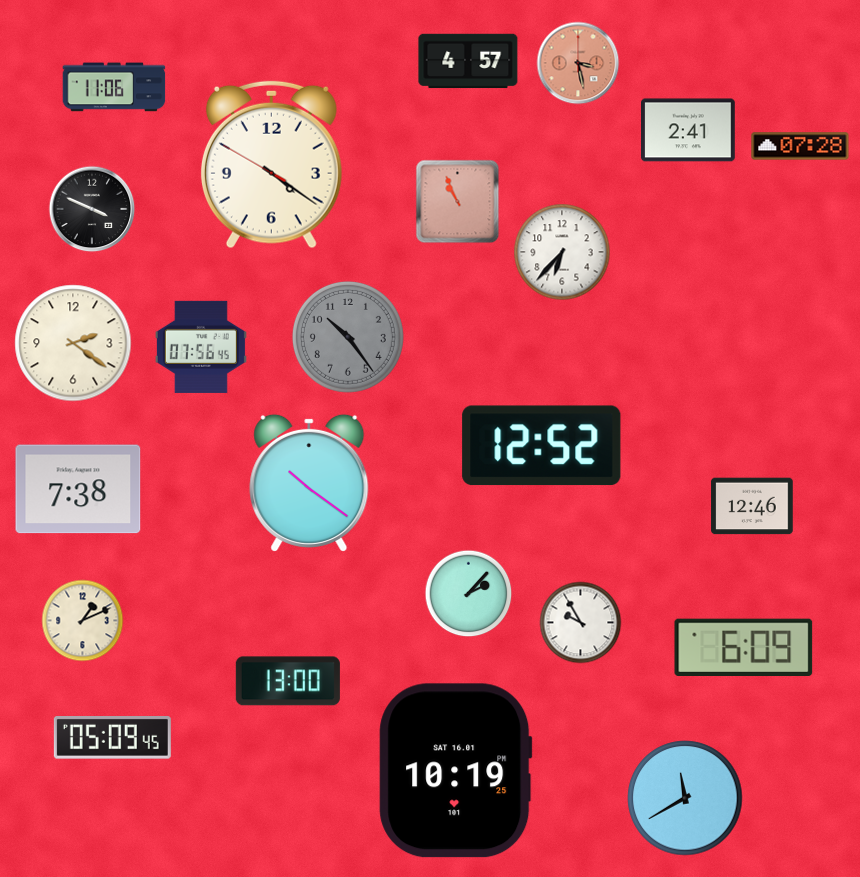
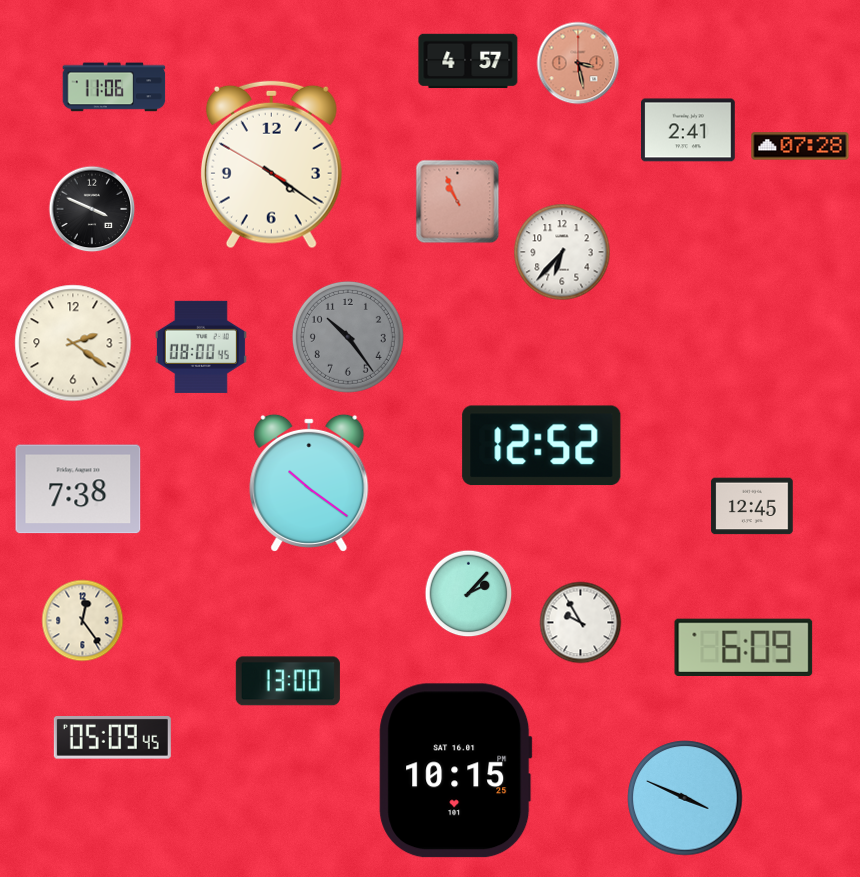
clock at (201, 347): 07:56 -> 08:00
clock at (752, 506): 12:46 -> 12:45
clock at (83, 621): 1:11 -> 12:24
clock at (456, 771): 10:19 -> 10:15
clock at (685, 798): 11:40 -> 3:49
